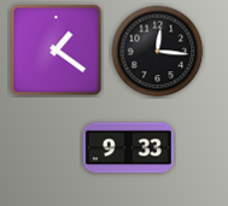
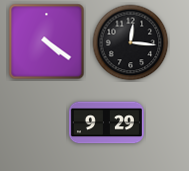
clock at (57, 51): 1:21 -> 4:21
clock at (128, 148): 9:33 -> 9:29
